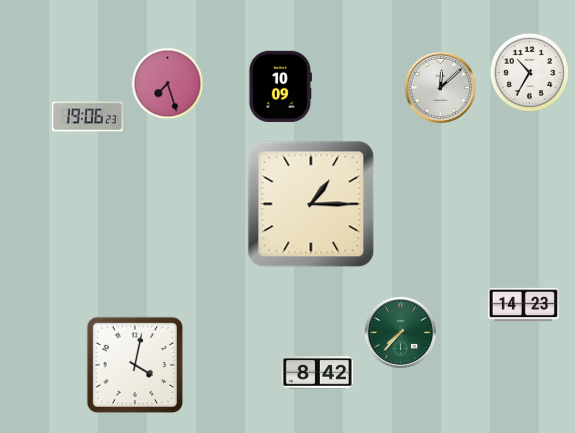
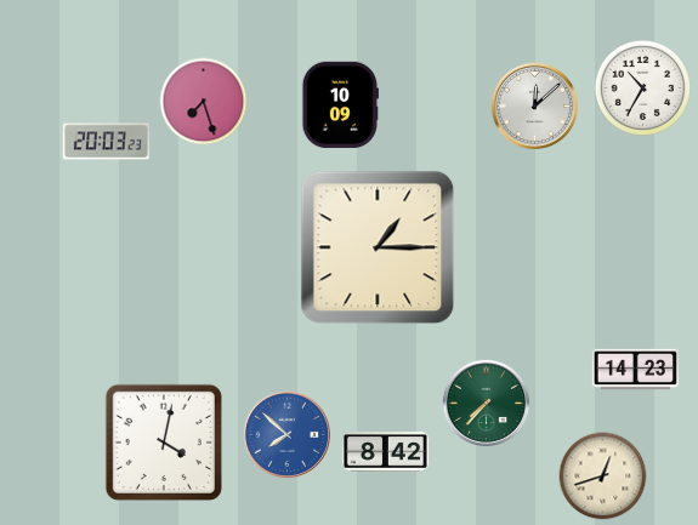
clock at (87, 117): 19:06 -> 20:03
clock at (286, 434): none -> 7:52
clock at (603, 477): none -> 12:42
